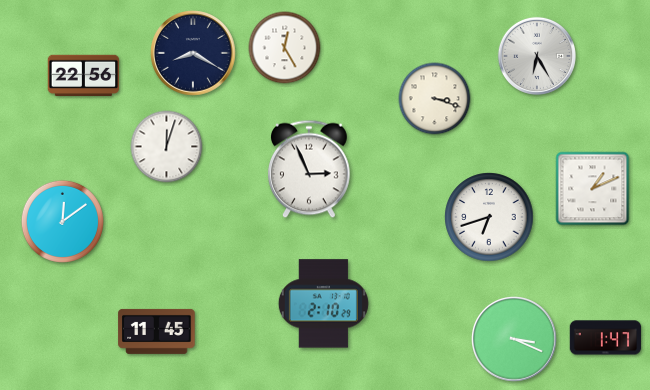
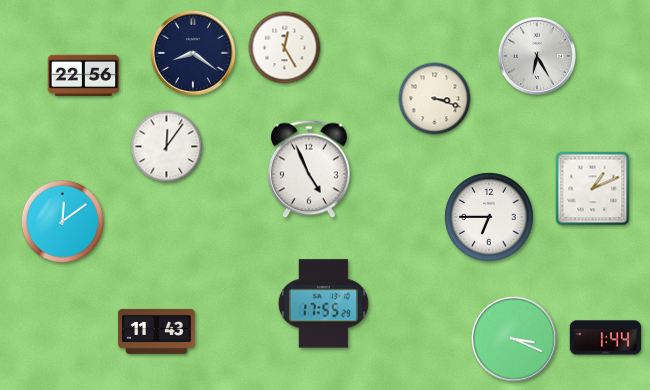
clock at (194, 54): 8:20 -> 8:21
clock at (167, 147): 12:03 -> 12:06
clock at (310, 169): 2:56 -> 4:56
clock at (489, 217): 6:42 -> 6:45
clock at (323, 304): 2:10 -> 17:55
clock at (157, 331): 11:45 -> 11:43
clock at (606, 338): 1:47 -> 1:44
